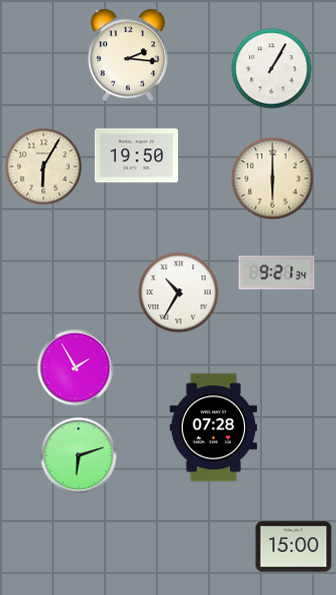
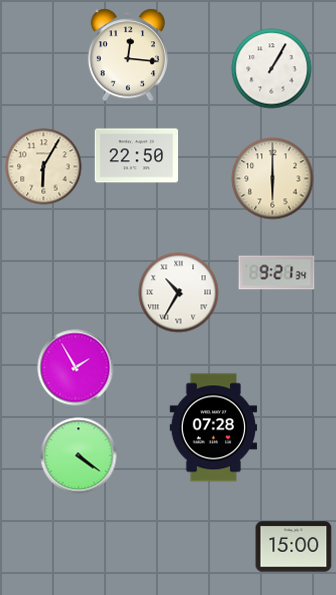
clock at (128, 55): 2:16 -> 12:16
clock at (137, 156): 19:50 -> 22:50
clock at (79, 456): 6:12 -> 4:21
